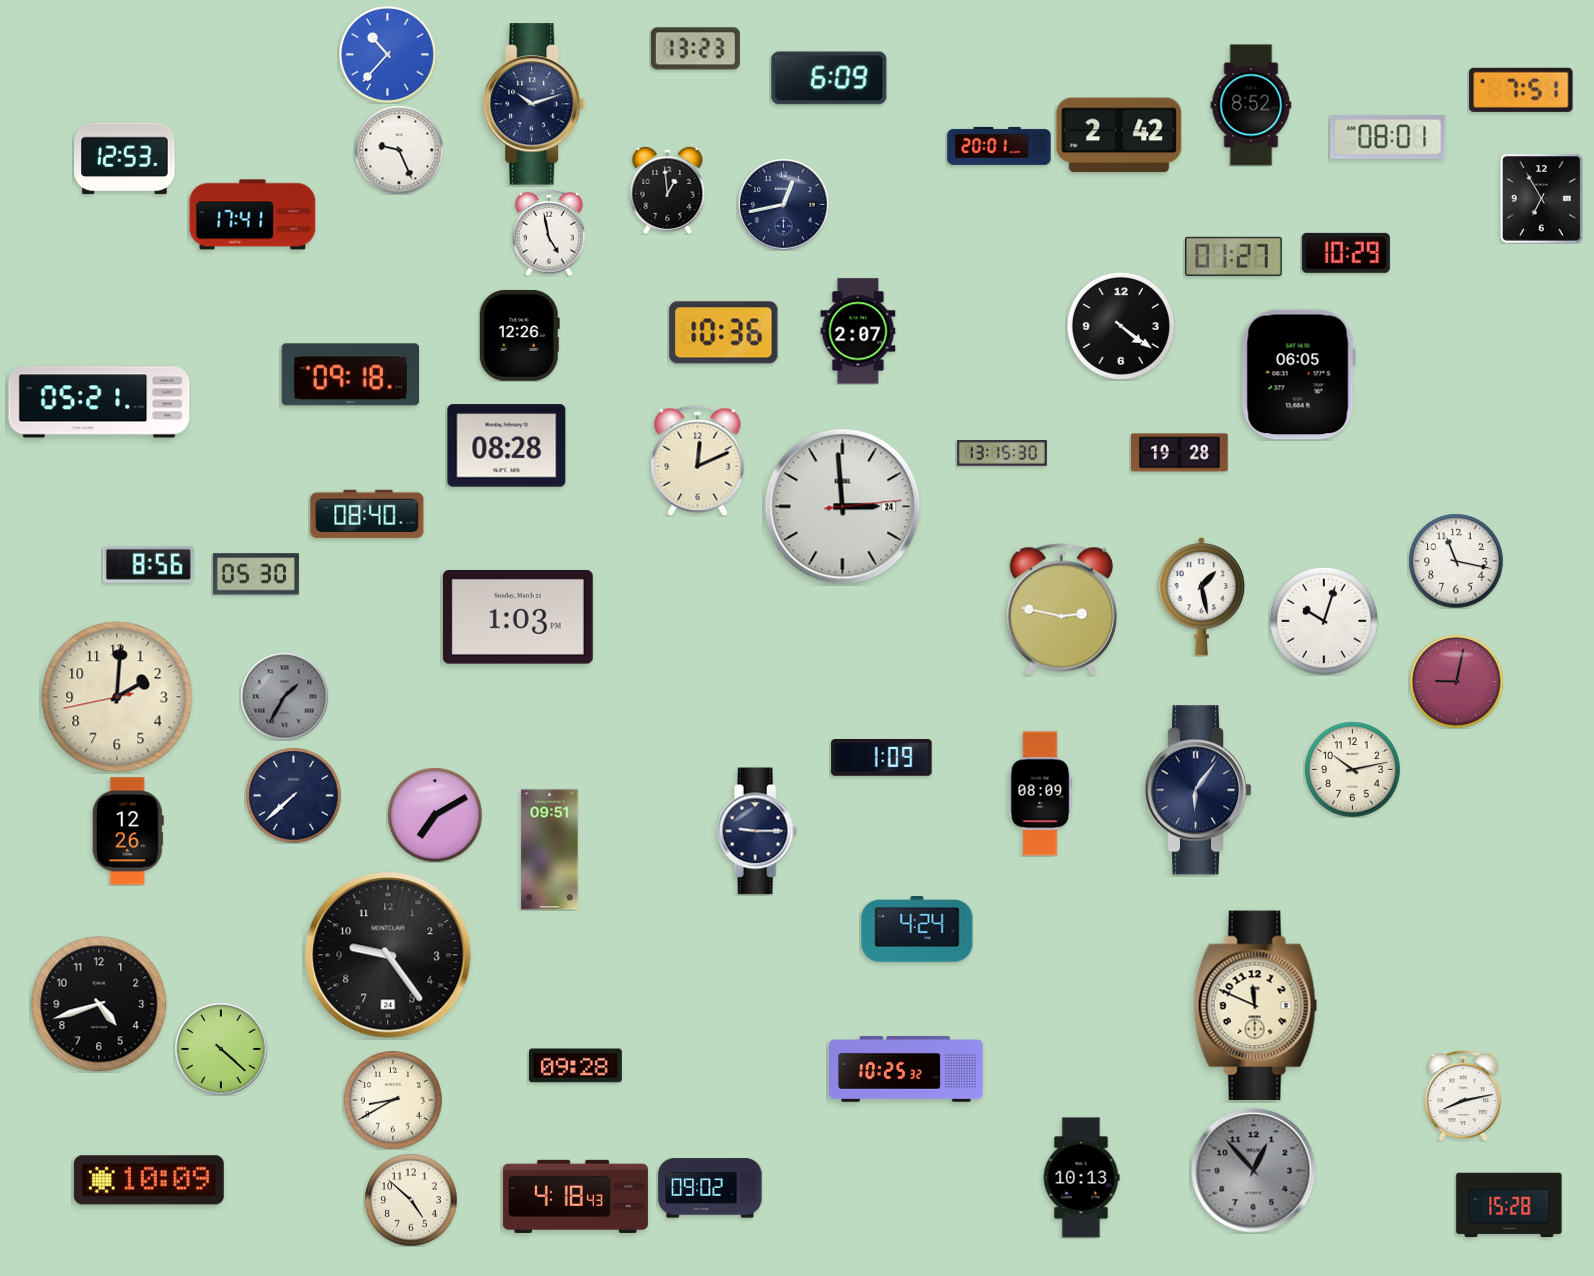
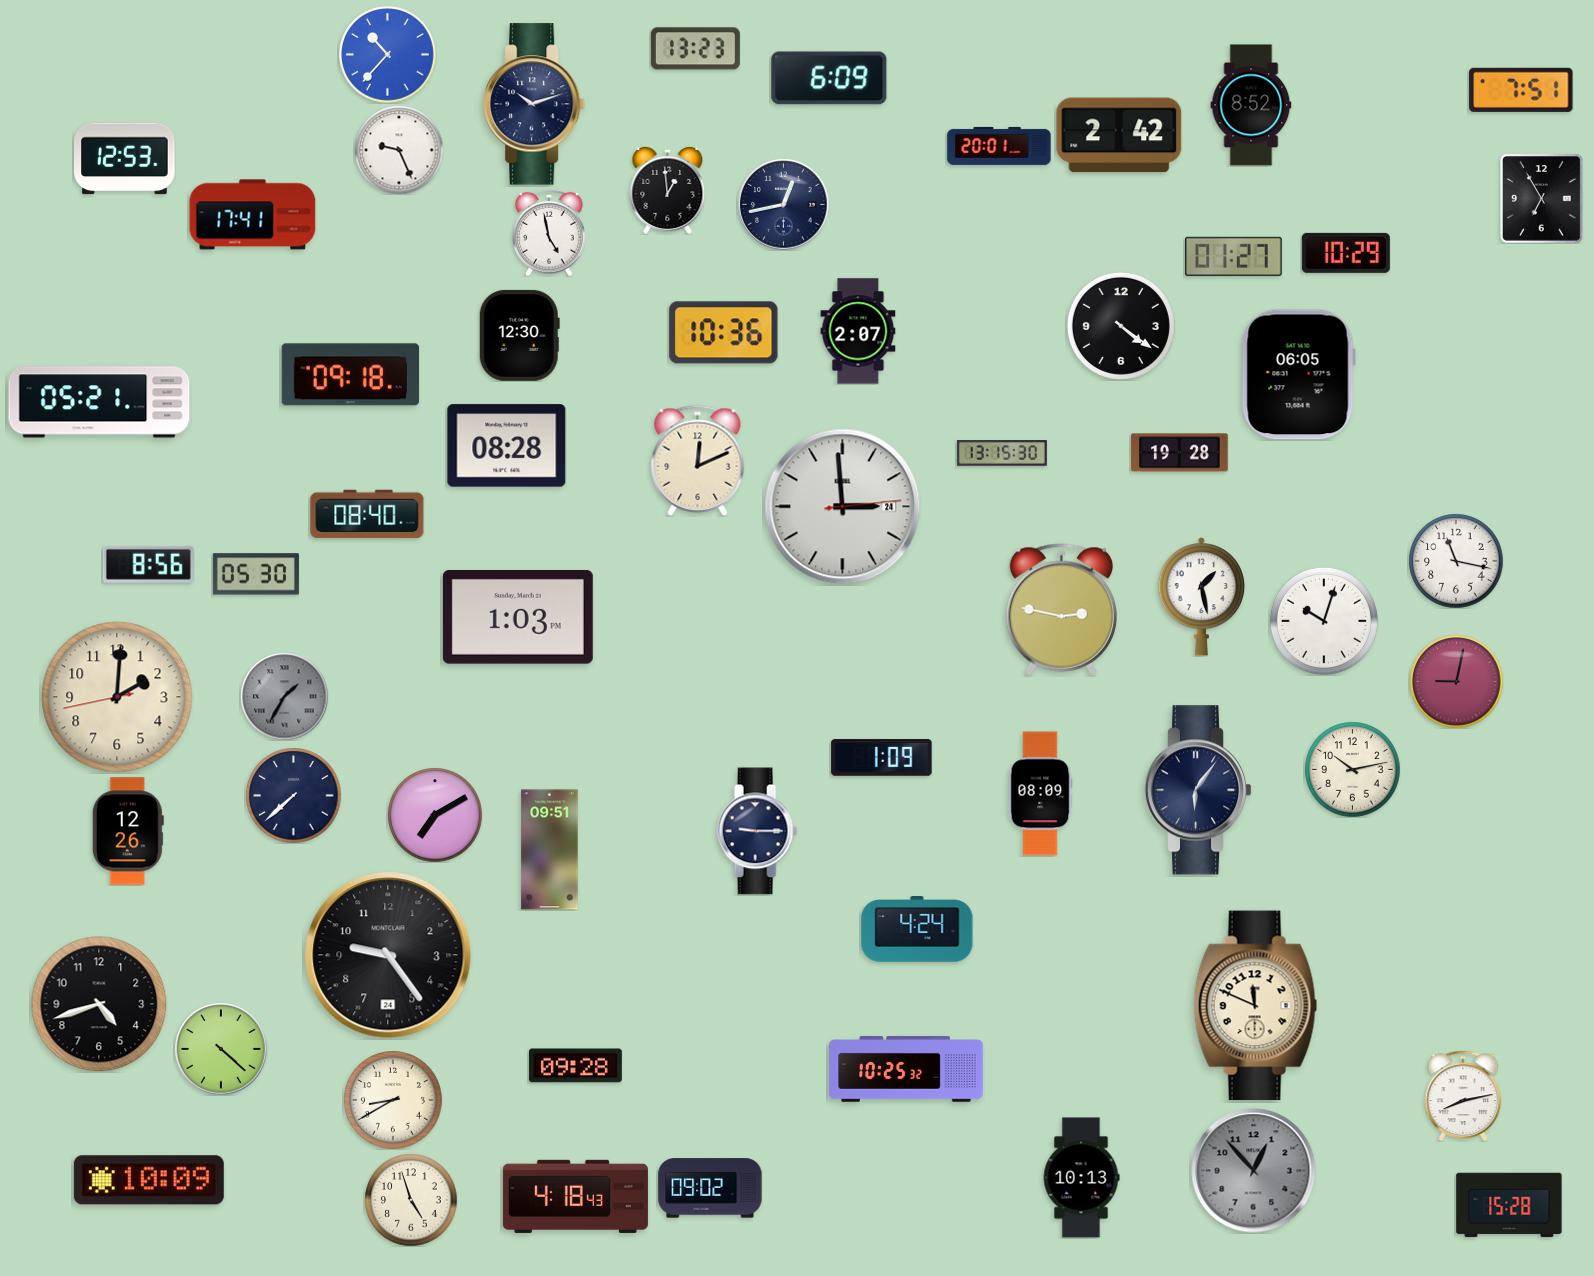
clock at (1388, 137): 08:01 -> none
clock at (519, 335): 12:26 -> 12:30
clock at (411, 1200): 4:52 -> 4:57
